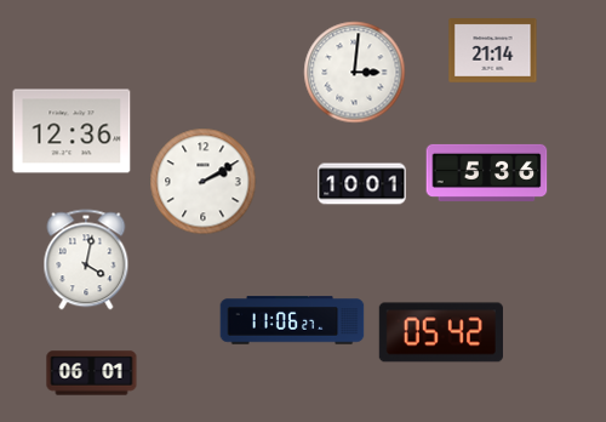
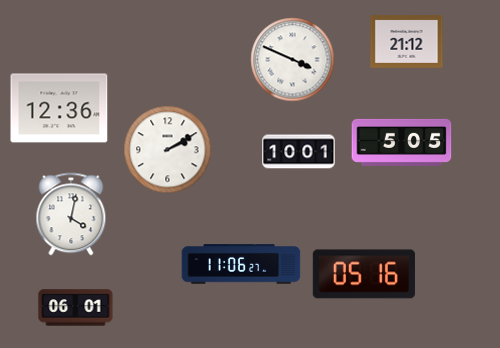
clock at (493, 51): 21:14 -> 21:12
clock at (355, 73): 3:01 -> 3:49
clock at (487, 172): 5:36 -> 5:05
clock at (441, 332): 05:42 -> 05:16
